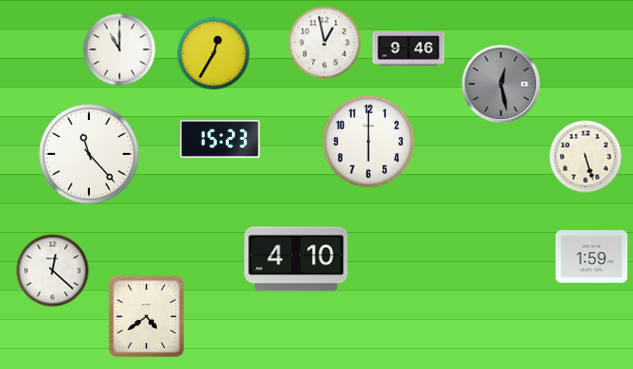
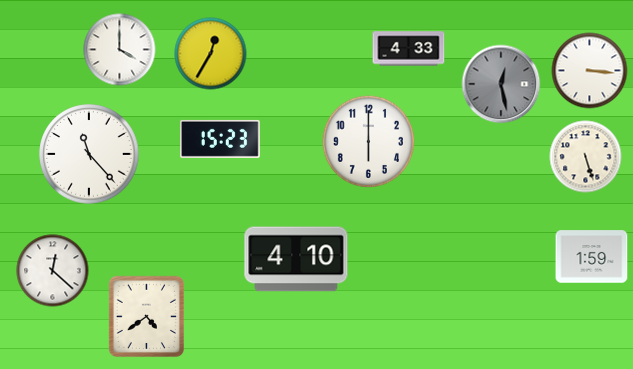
clock at (325, 43): 12:58 -> none
clock at (409, 49): 9:46 -> 4:33
clock at (120, 50): 11:00 -> 4:00
clock at (214, 54) position: (214, 54) -> (211, 54)
clock at (590, 71): none -> 3:16
